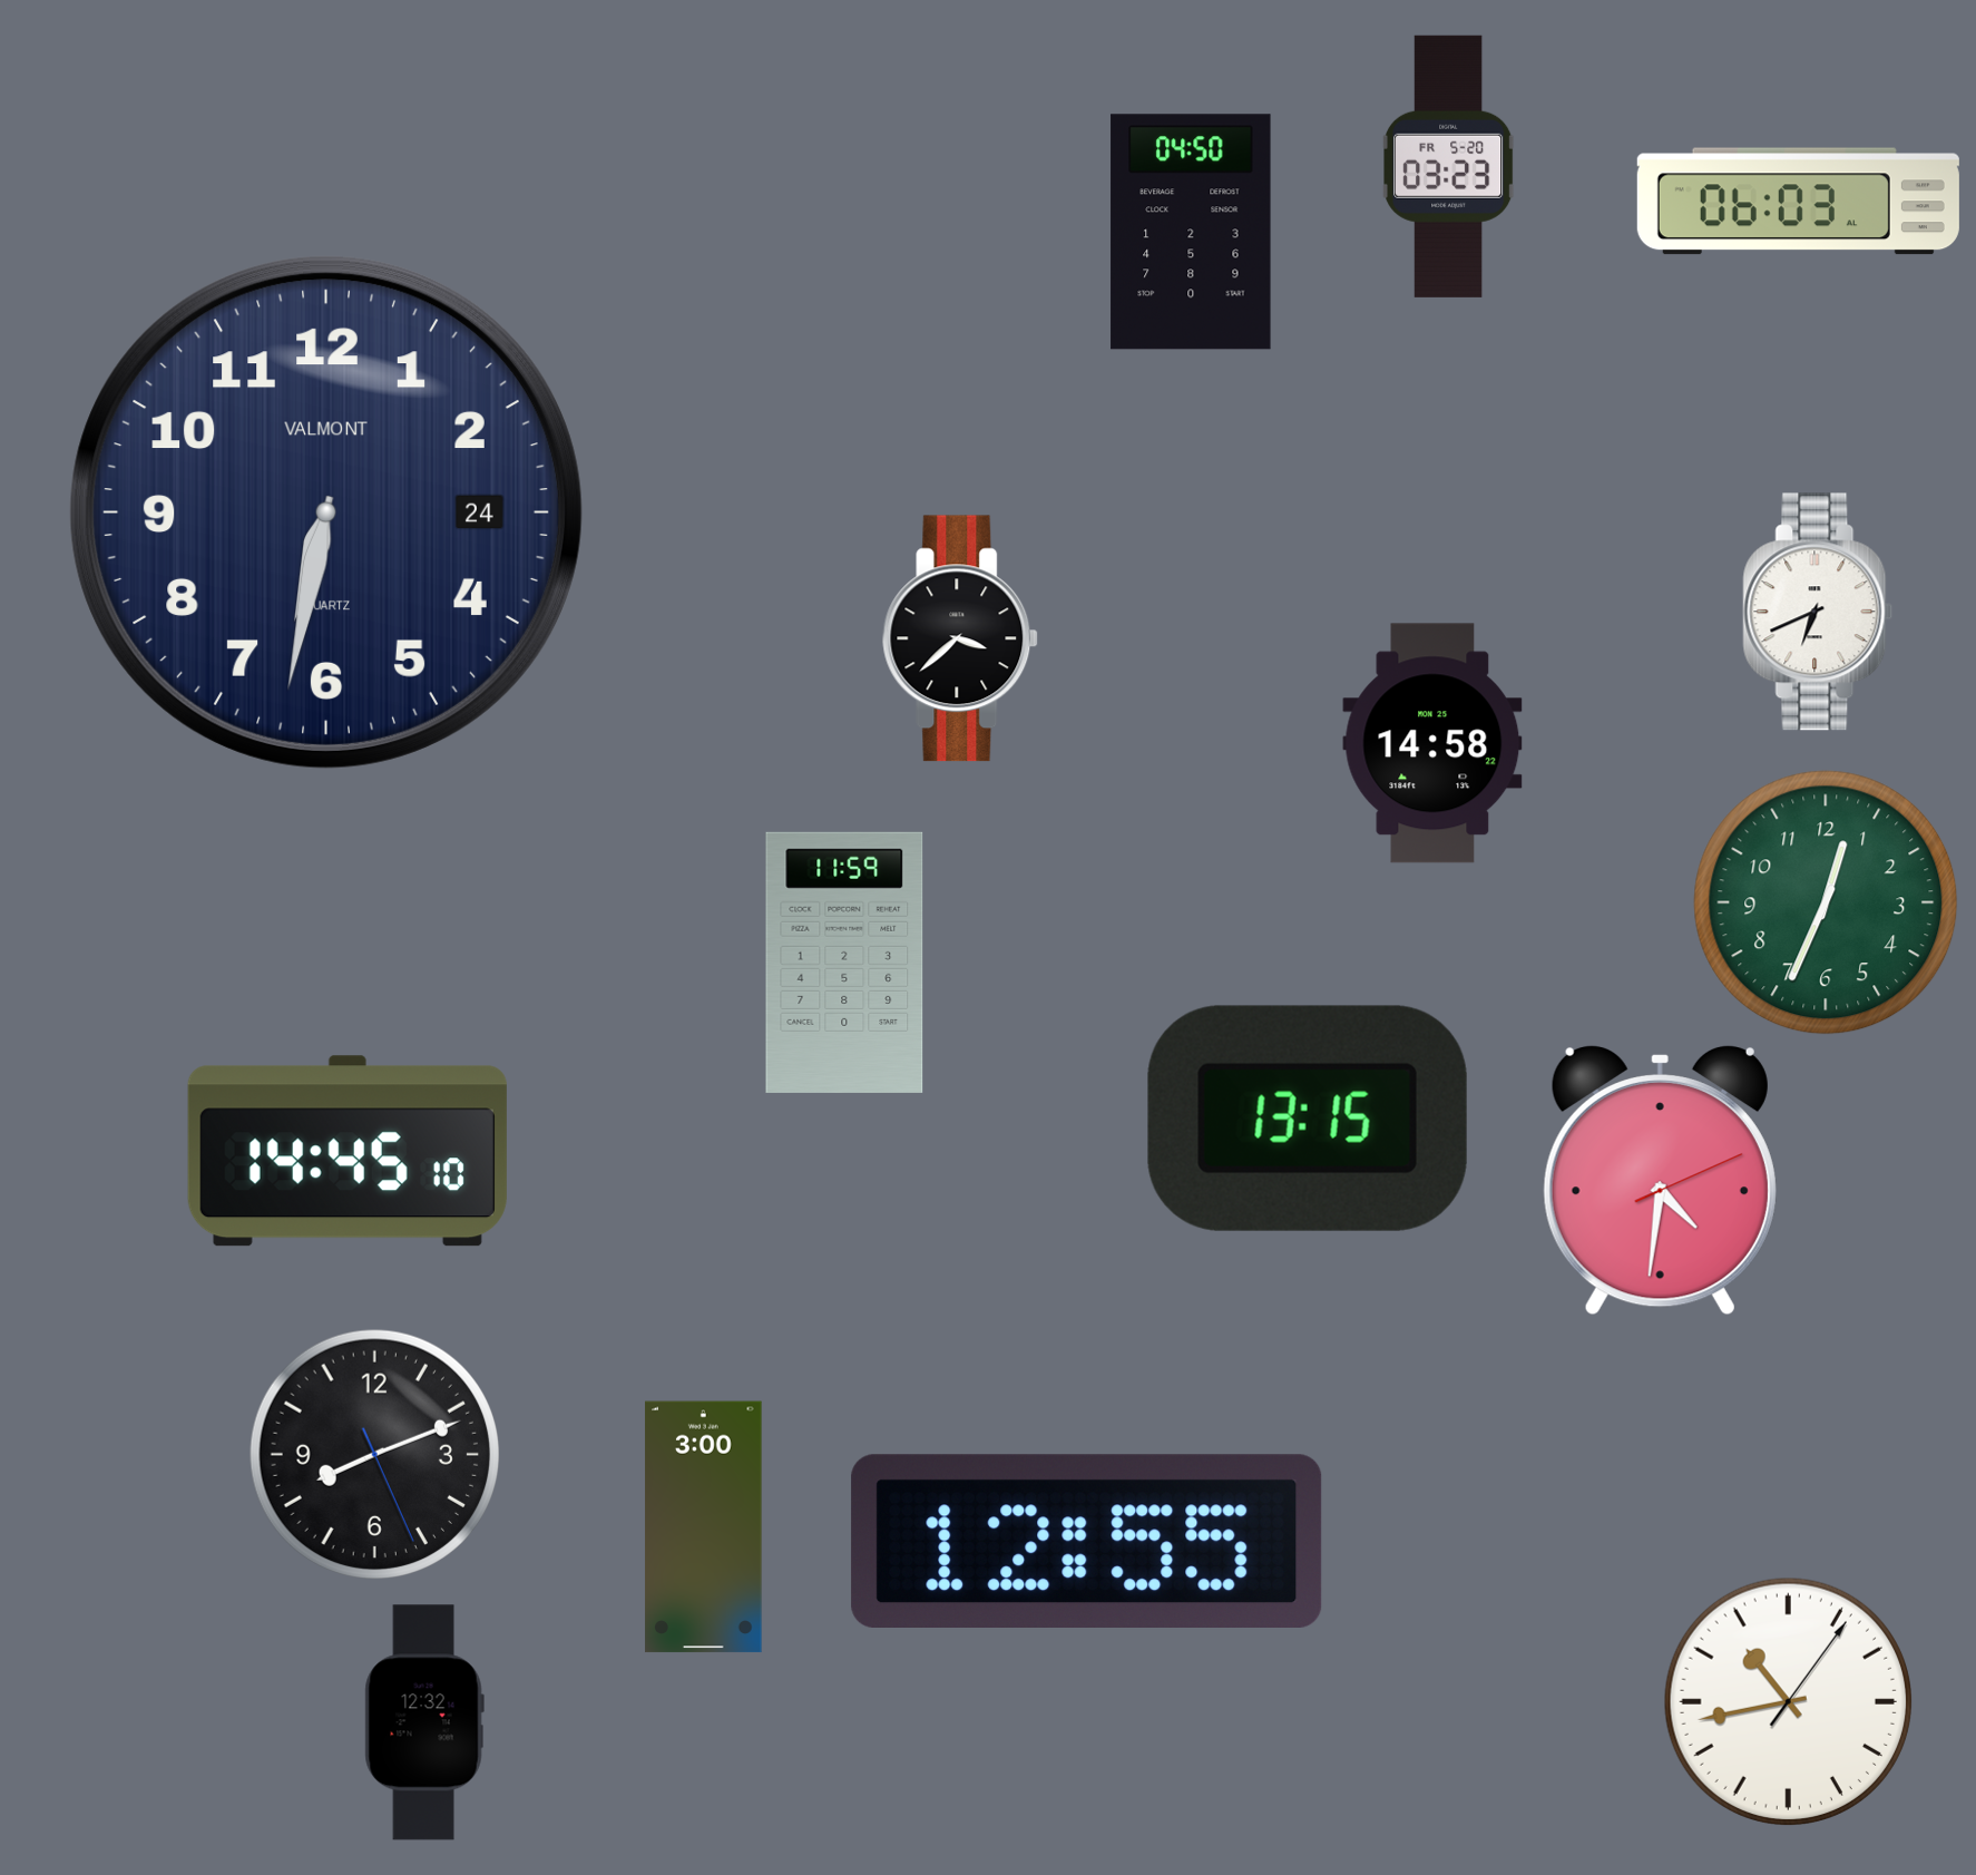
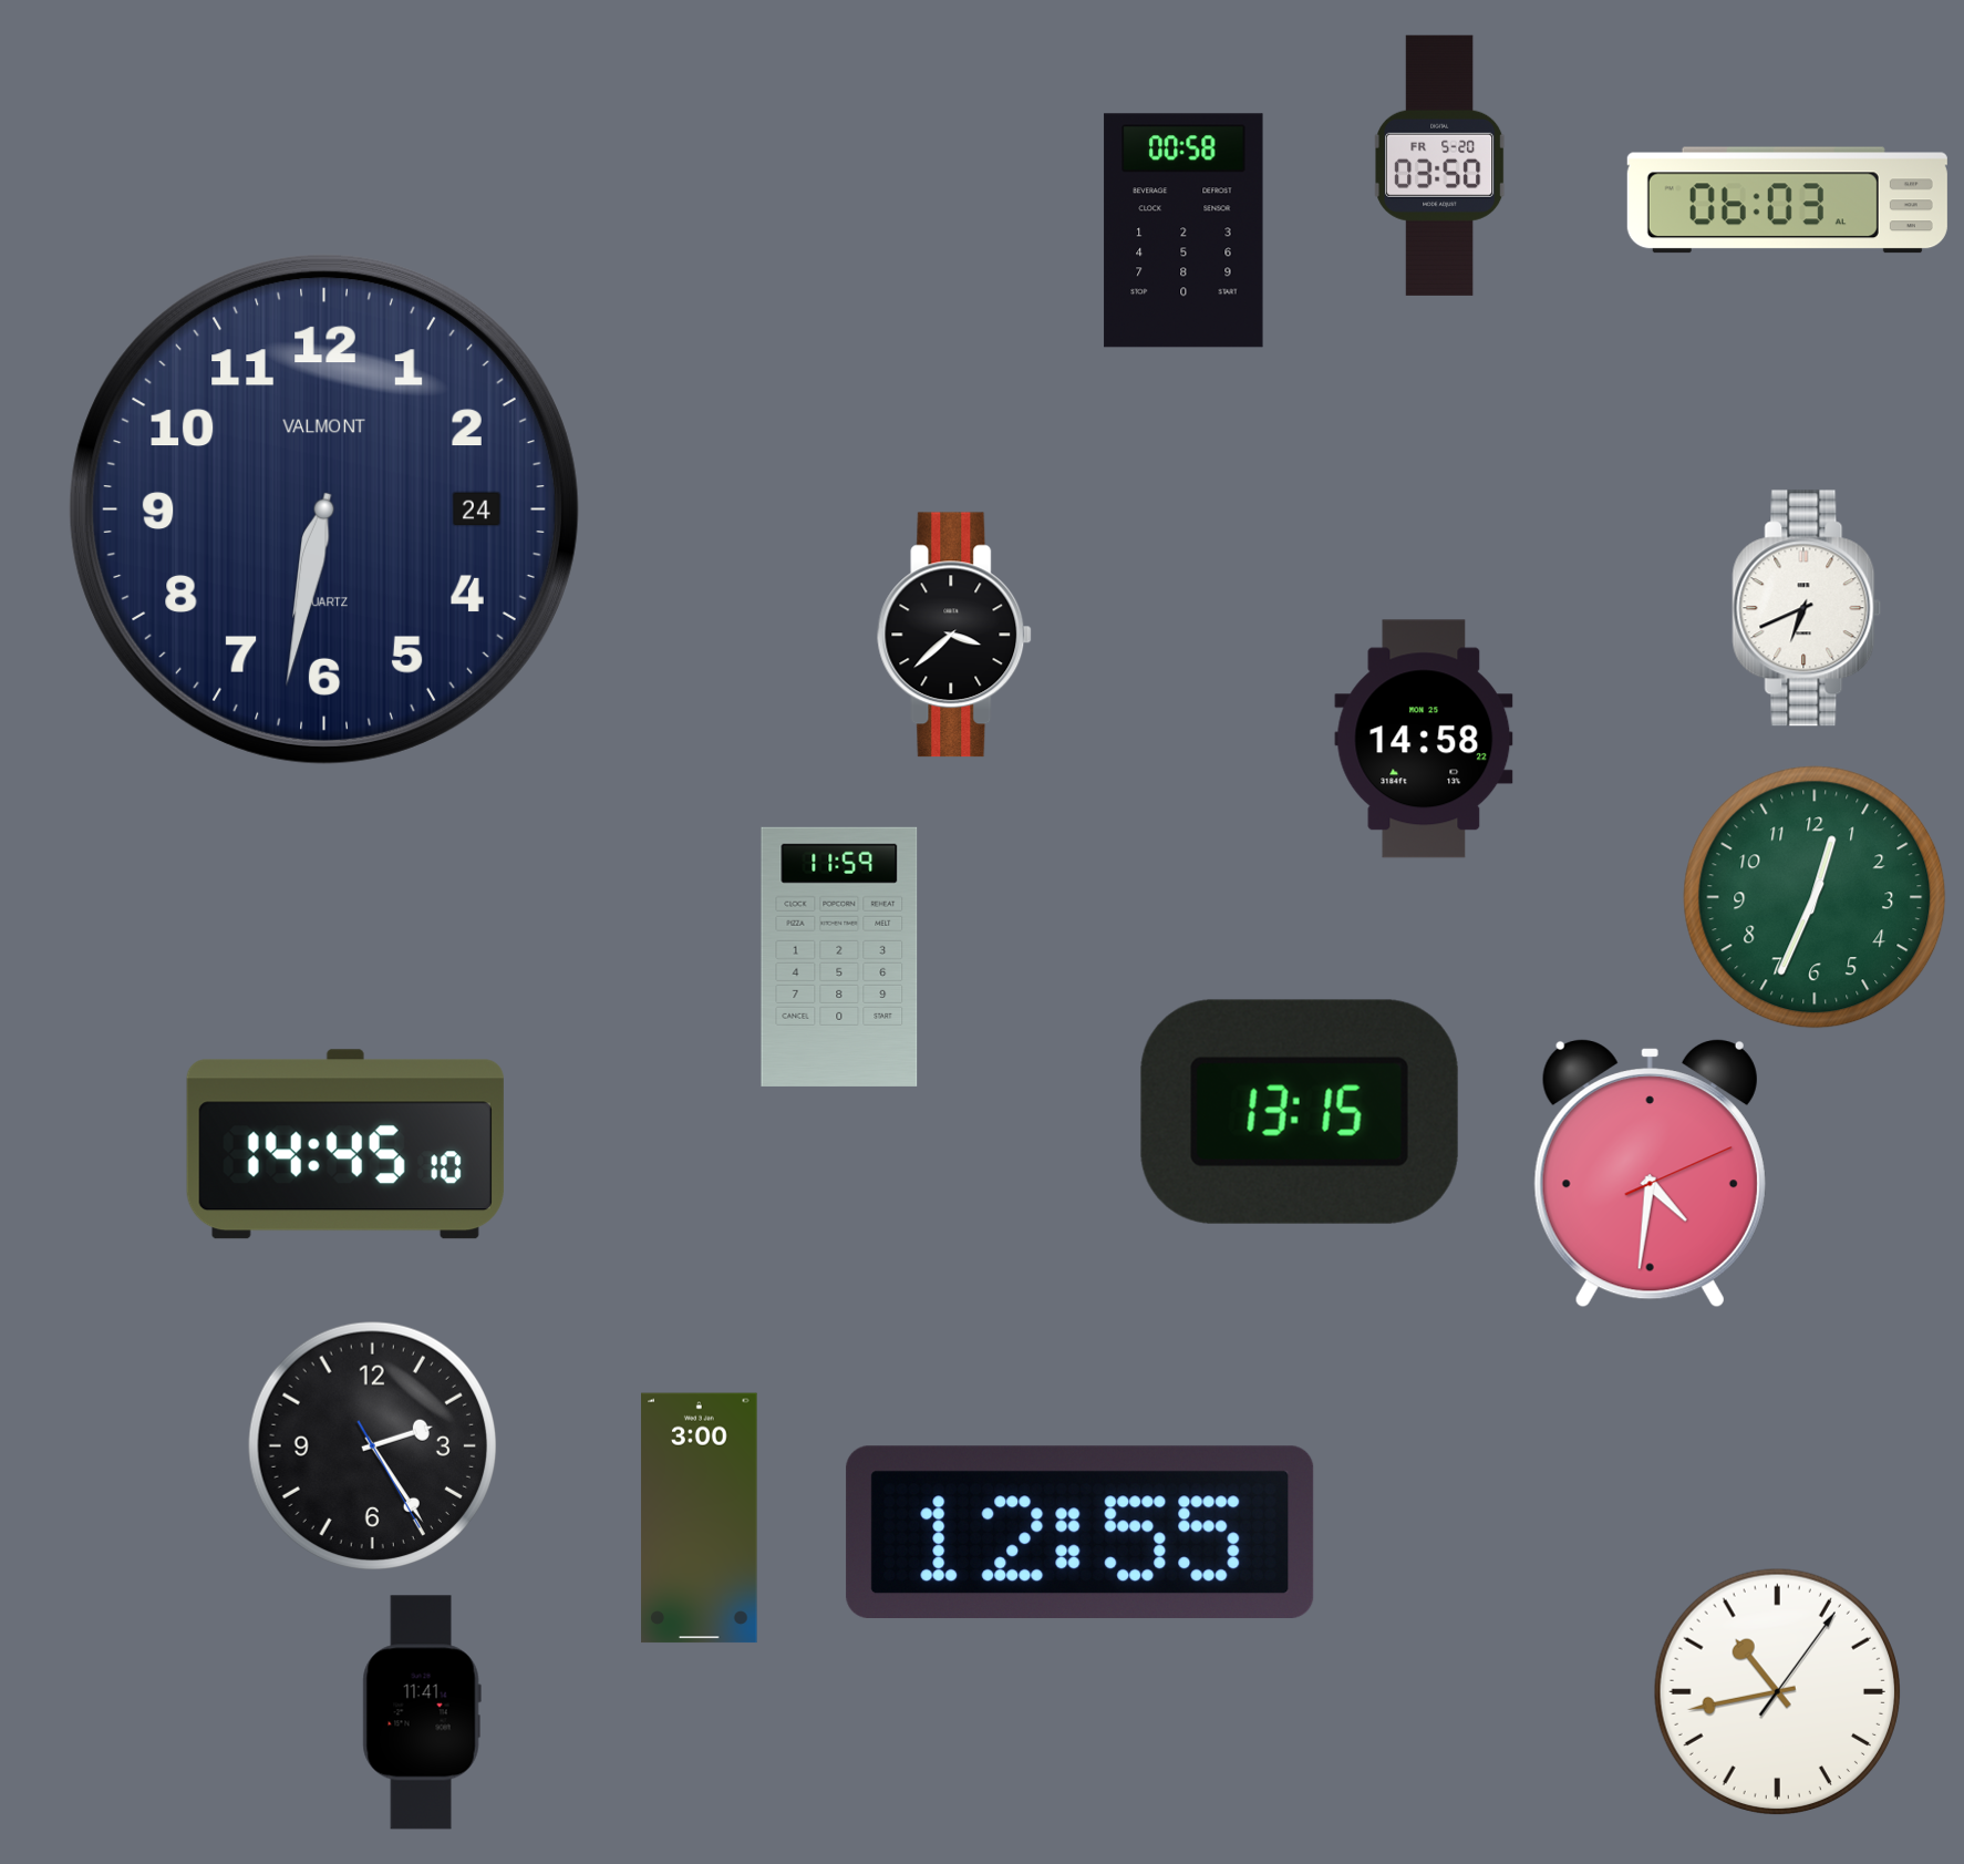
clock at (1449, 166): 03:23 -> 03:50
clock at (1191, 232): 04:50 -> 00:58
clock at (374, 1454): 8:11 -> 2:24
clock at (424, 1722): 12:32 -> 11:41
